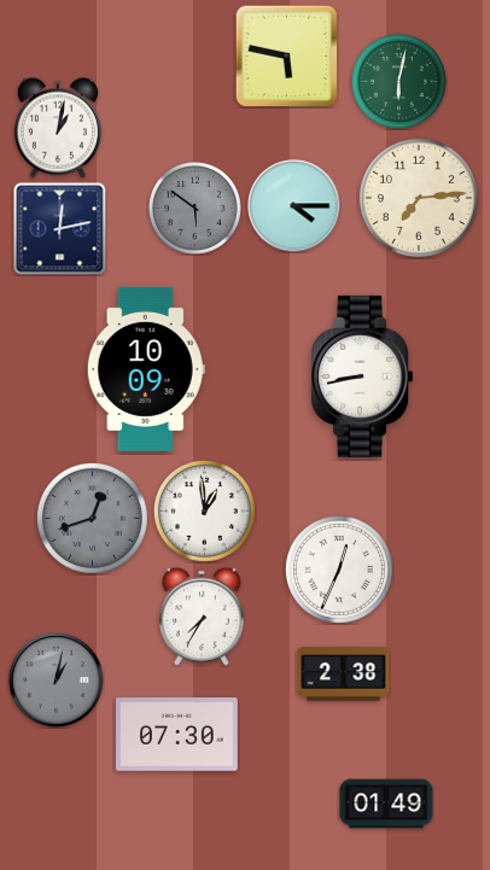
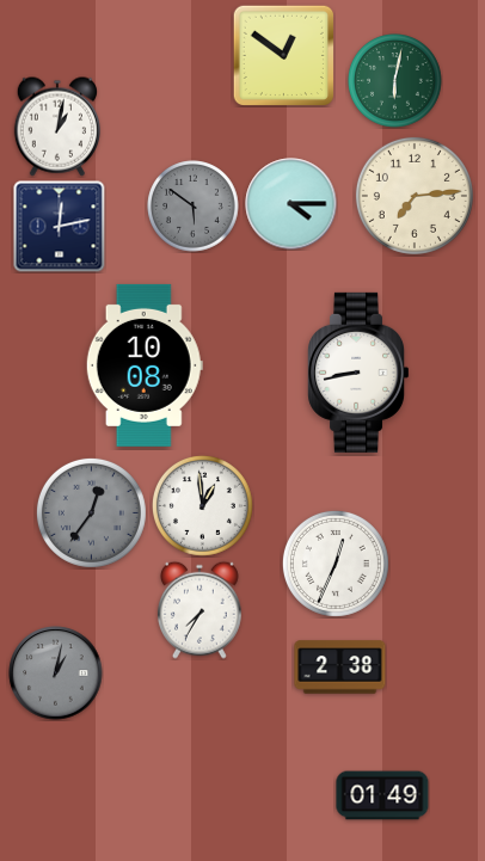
clock at (286, 56): 5:47 -> 12:51
clock at (146, 369): 10:09 -> 10:08
clock at (92, 518): 12:42 -> 12:36
clock at (177, 735): 07:30 -> none
